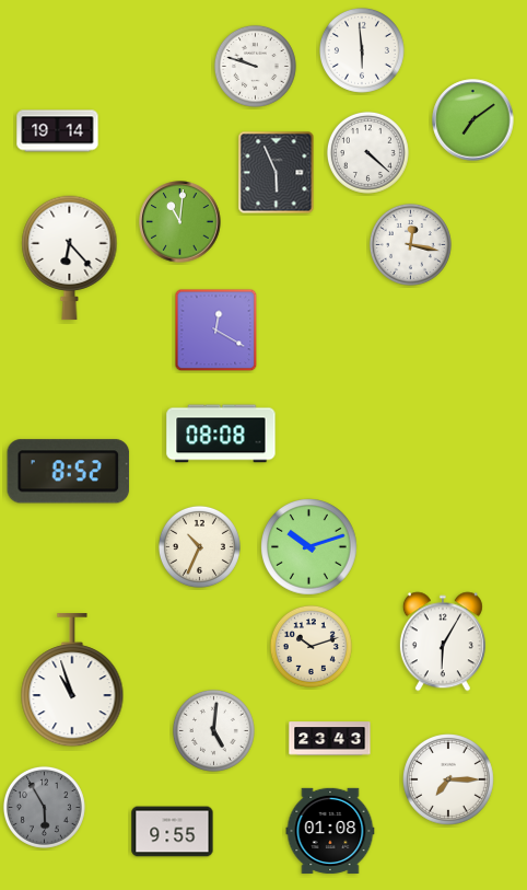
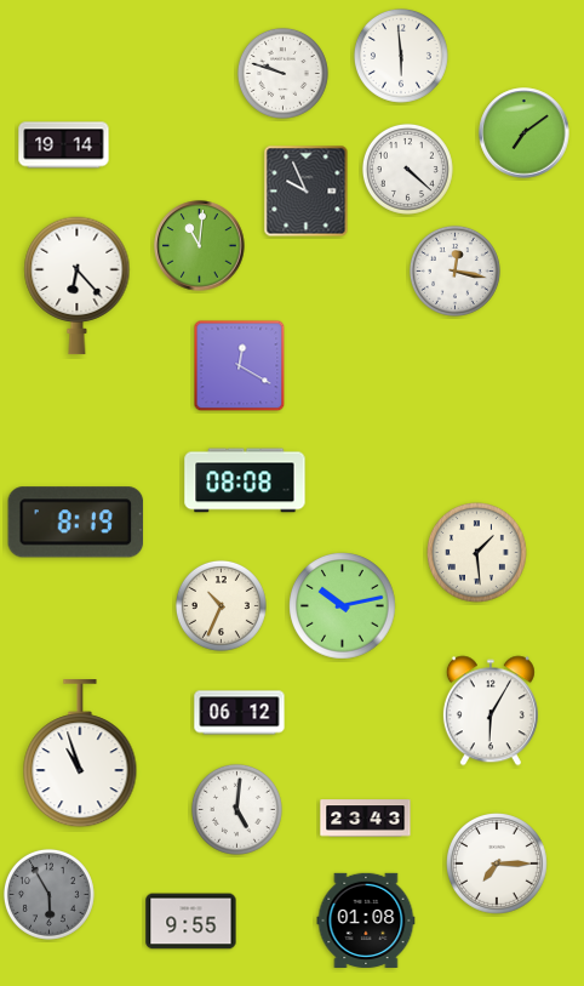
clock at (277, 173): 5:56 -> 9:56
clock at (69, 472): 8:52 -> 8:19
clock at (477, 553): none -> 1:29
clock at (309, 547): 10:12 -> 10:13
clock at (240, 713): none -> 06:12
clock at (311, 646): 10:12 -> none
